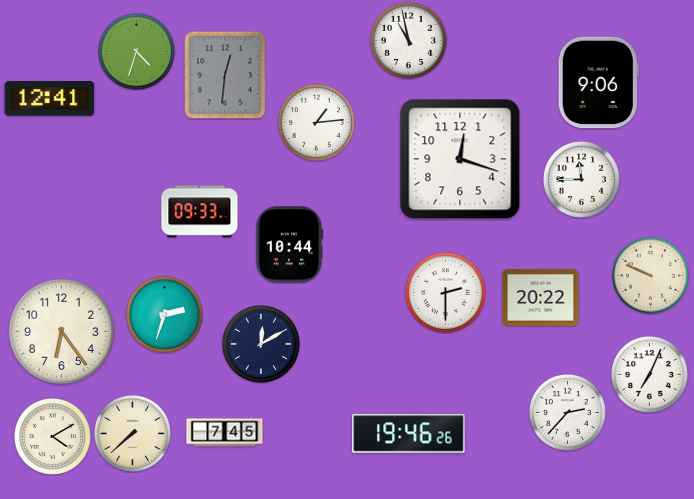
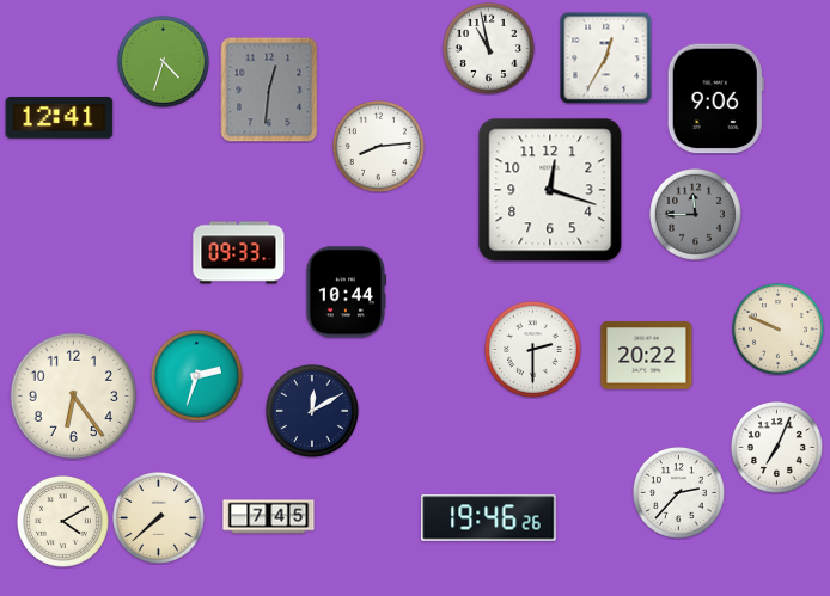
clock at (605, 57): none -> 12:35
clock at (316, 122): 1:14 -> 8:14
clock at (581, 179) dial: white -> grey
